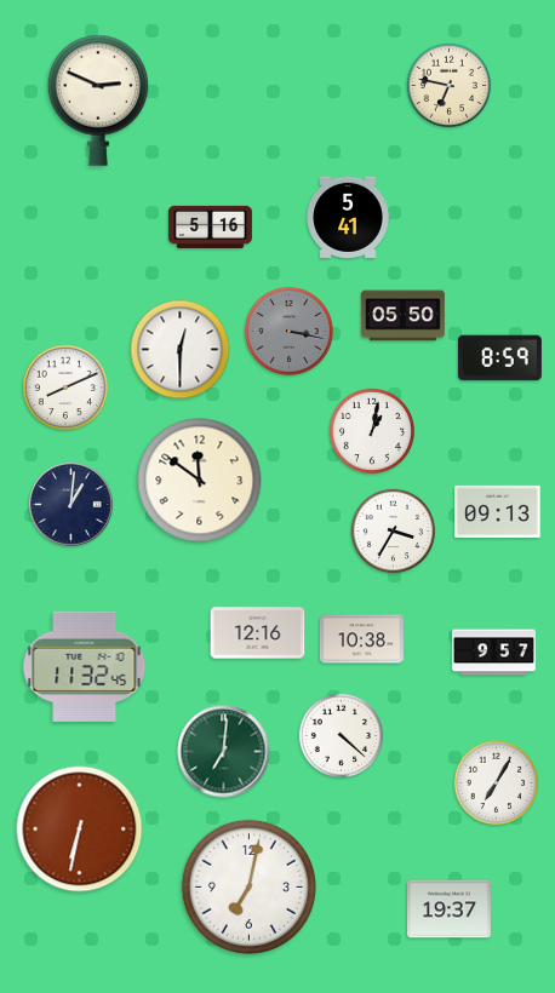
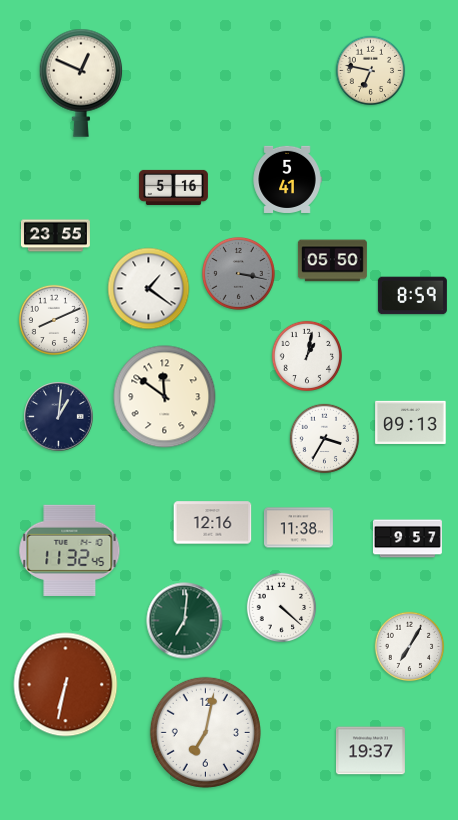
clock at (98, 101): 2:49 -> 12:49
clock at (55, 236): none -> 23:55
clock at (181, 350): 12:30 -> 1:21
clock at (361, 639): 10:38 -> 11:38
